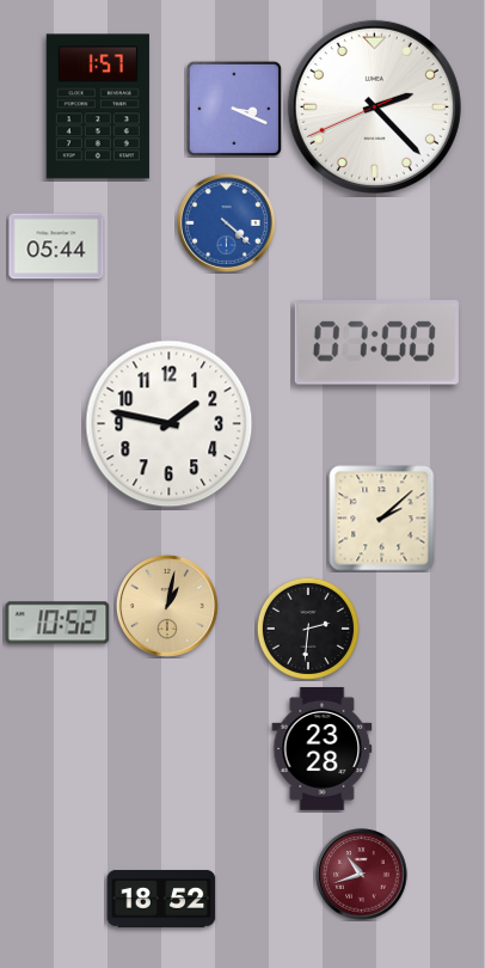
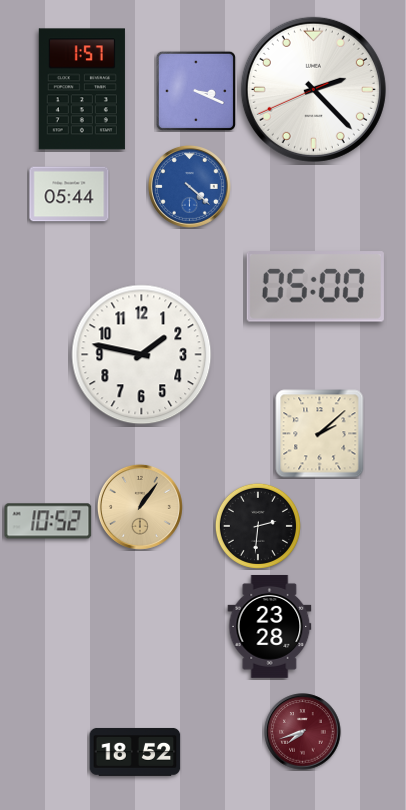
clock at (56, 246) position: (56, 246) -> (69, 194)
clock at (376, 343): 07:00 -> 05:00
clock at (167, 606): 1:02 -> 1:06
clock at (362, 875): 10:42 -> 7:42
